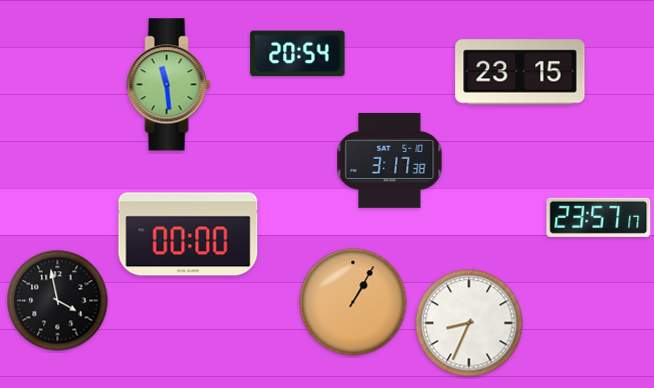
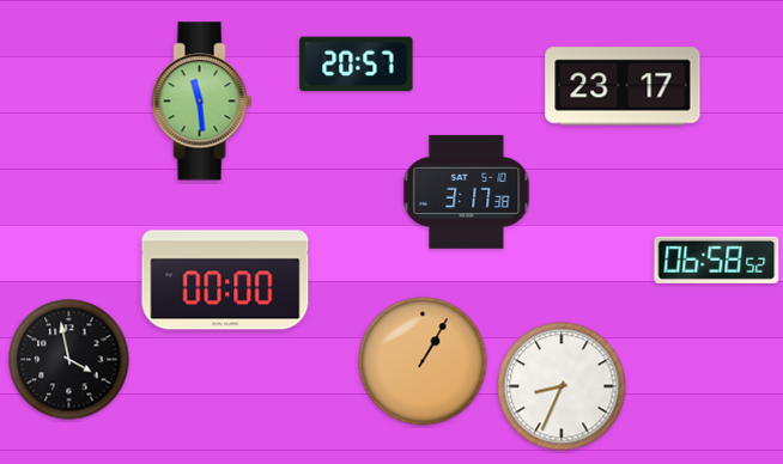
clock at (298, 54): 20:54 -> 20:57
clock at (520, 72): 23:15 -> 23:17
clock at (599, 217): 23:57 -> 06:58
